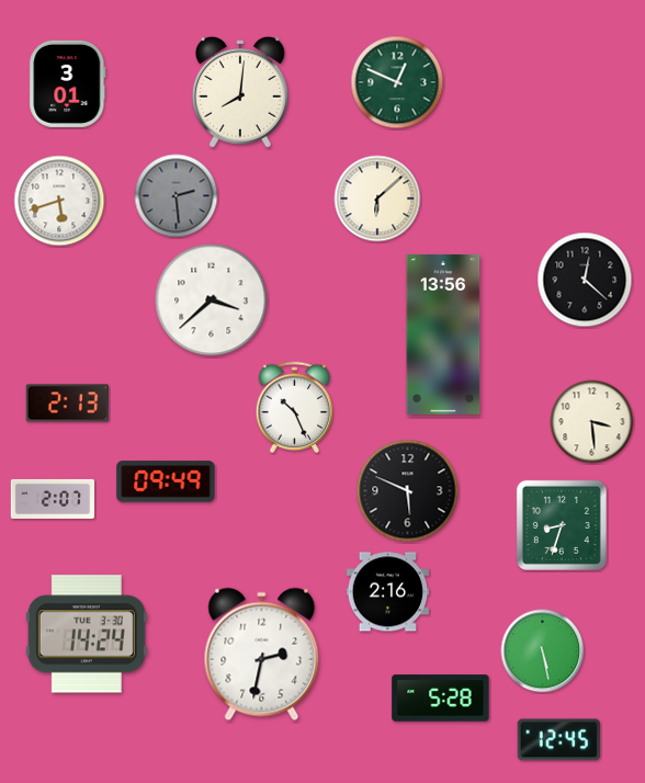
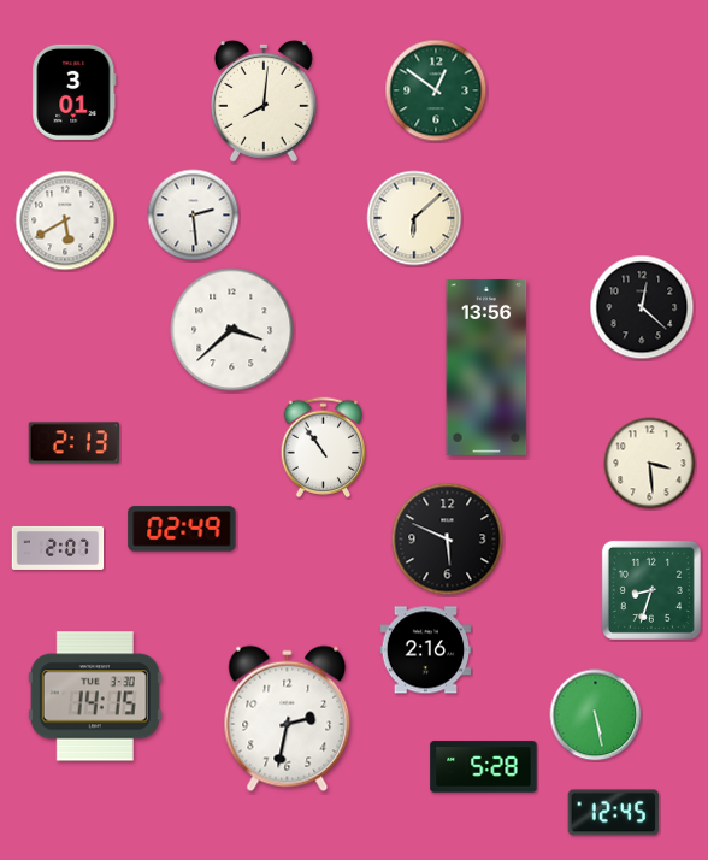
clock at (397, 82): 12:49 -> 12:51
clock at (177, 196) dial: grey -> white
clock at (59, 201): 5:42 -> 5:40
clock at (295, 408): 10:26 -> 10:54
clock at (166, 481): 09:49 -> 02:49
clock at (562, 525) position: (562, 525) -> (651, 590)
clock at (87, 634): 14:24 -> 14:15
